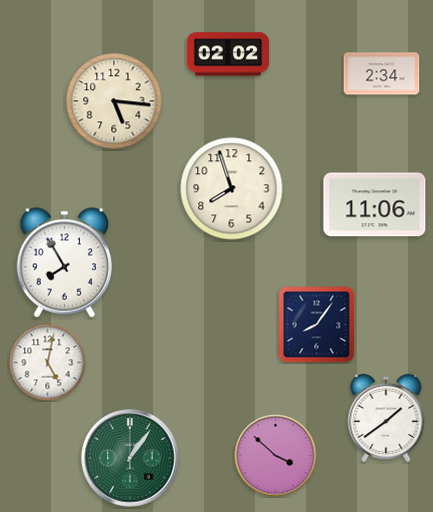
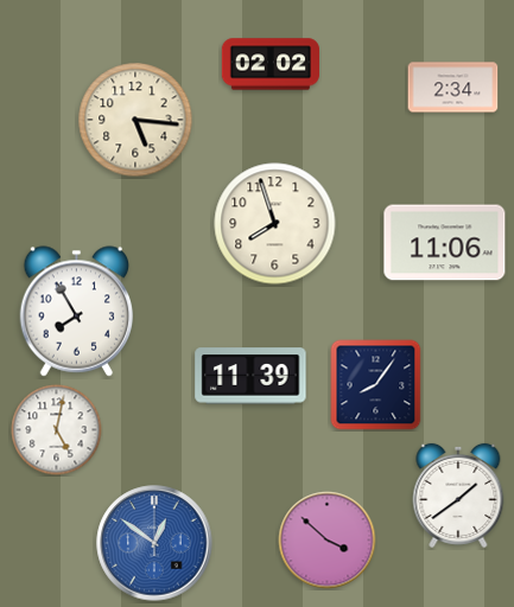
clock at (250, 376): none -> 11:39
clock at (130, 458): 1:06 -> 12:51
clock at (130, 458) dial: green -> blue
